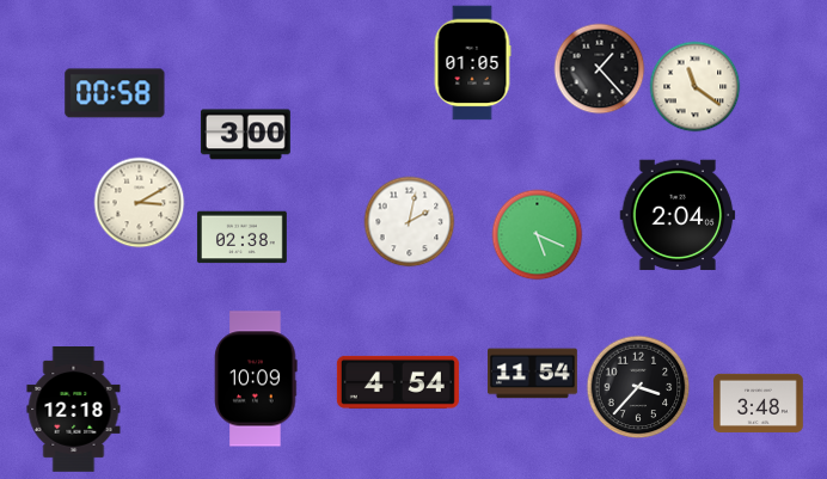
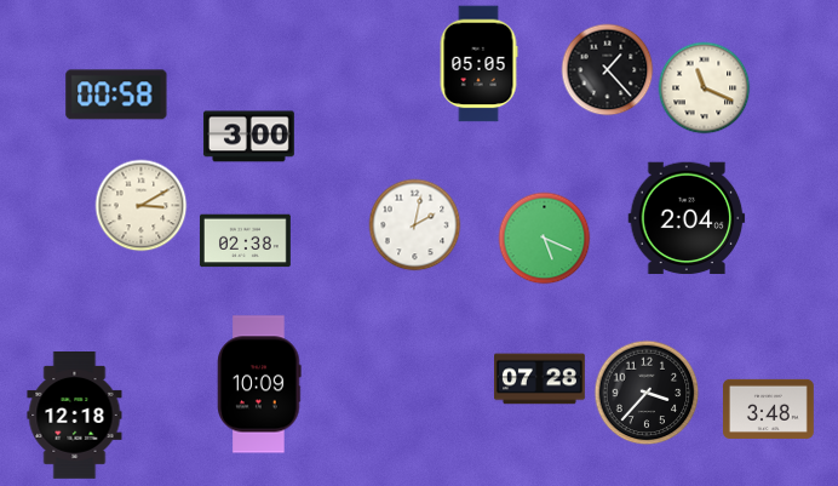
clock at (472, 63): 01:05 -> 05:05
clock at (696, 87): 11:21 -> 11:19
clock at (533, 374): 11:54 -> 07:28
clock at (398, 382): 4:54 -> none
